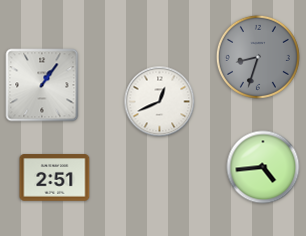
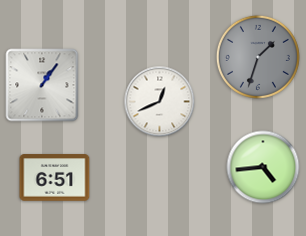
clock at (258, 57): 8:33 -> 1:33
clock at (55, 178): 2:51 -> 6:51
